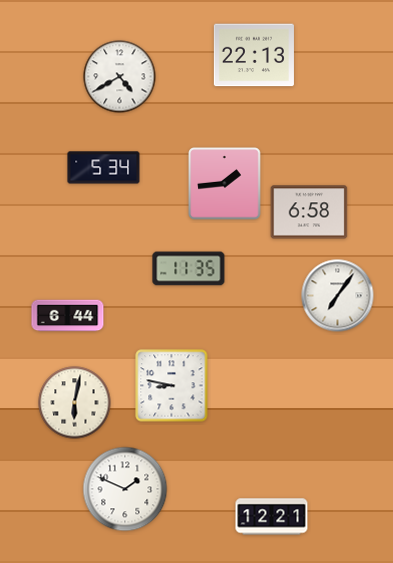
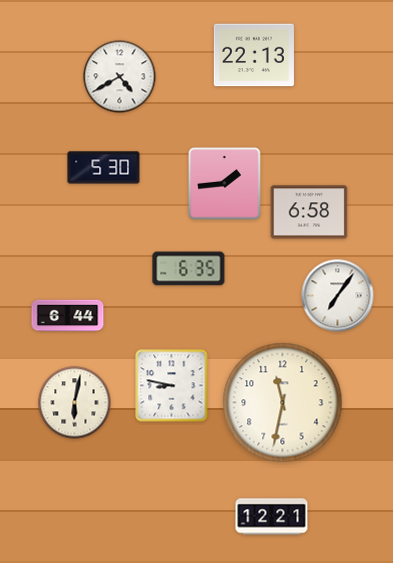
clock at (104, 168): 5:34 -> 5:30
clock at (189, 269): 11:35 -> 6:35
clock at (283, 403): none -> 11:32
clock at (125, 489): 1:49 -> none
